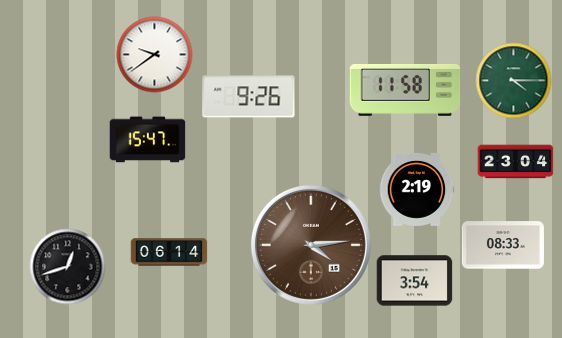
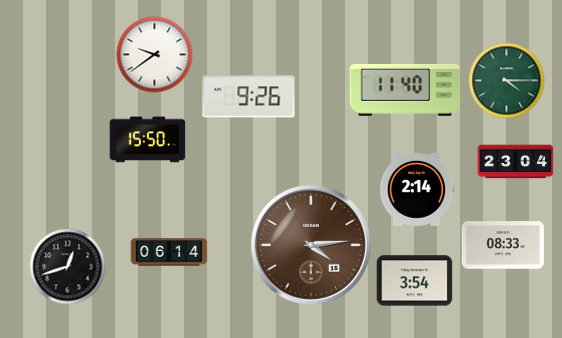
clock at (514, 81) position: (514, 81) -> (507, 81)
clock at (405, 90): 11:58 -> 11:40
clock at (148, 140): 15:47 -> 15:50
clock at (417, 189): 2:19 -> 2:14
